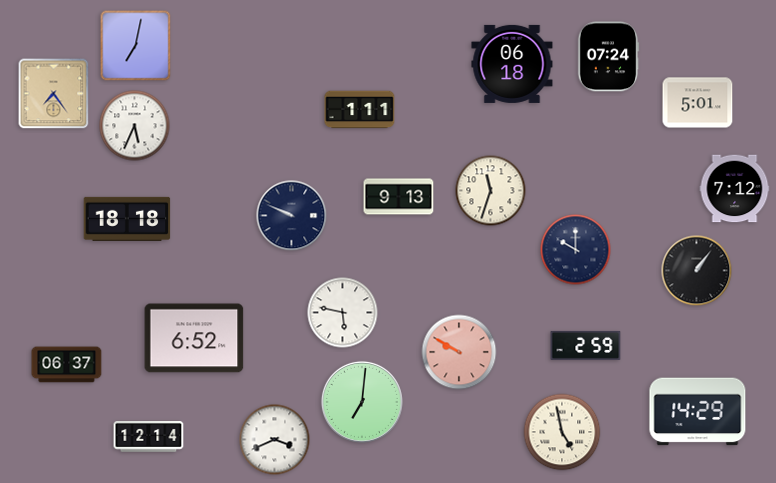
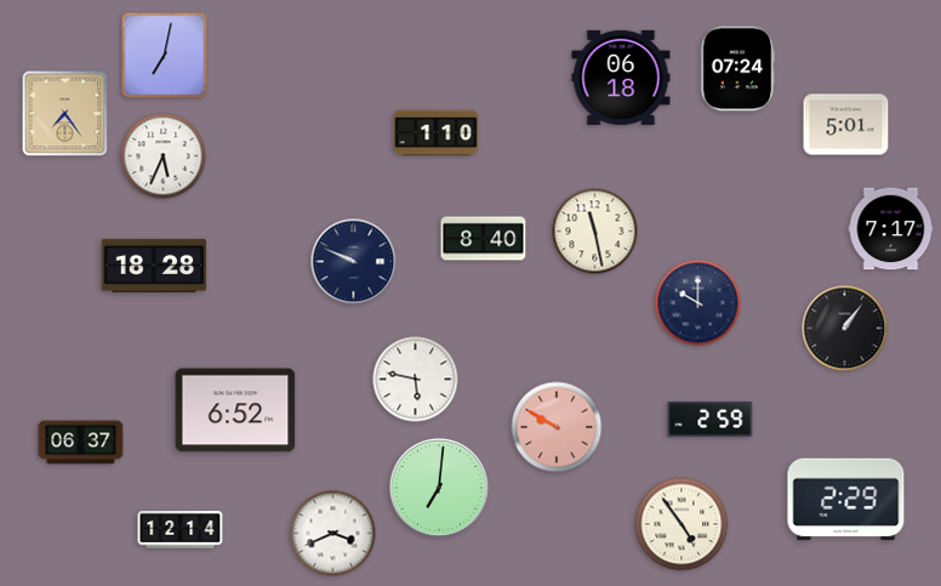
clock at (360, 110): 1:11 -> 1:10
clock at (135, 126) position: (135, 126) -> (164, 157)
clock at (735, 189): 7:12 -> 7:17
clock at (491, 191): 11:33 -> 11:28
clock at (399, 197): 9:13 -> 8:40
clock at (127, 219): 18:18 -> 18:28
clock at (698, 412): 14:29 -> 2:29
clock at (562, 432): 4:58 -> 4:54
